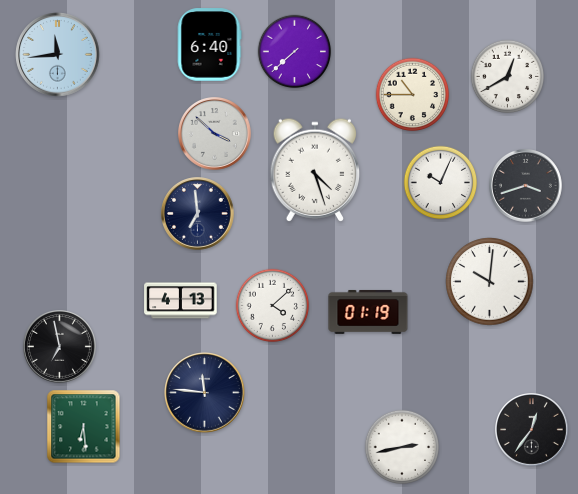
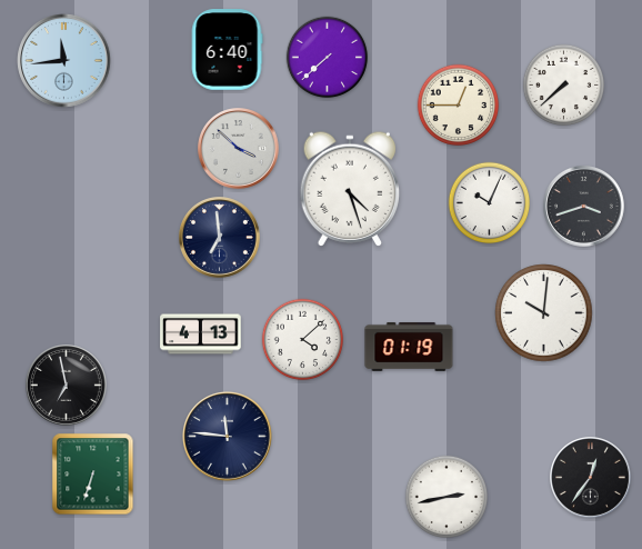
clock at (209, 45) position: (209, 45) -> (227, 50)
clock at (508, 77): 12:40 -> 7:38
clock at (413, 95): 10:45 -> 12:45
clock at (84, 427): 6:29 -> 6:33
